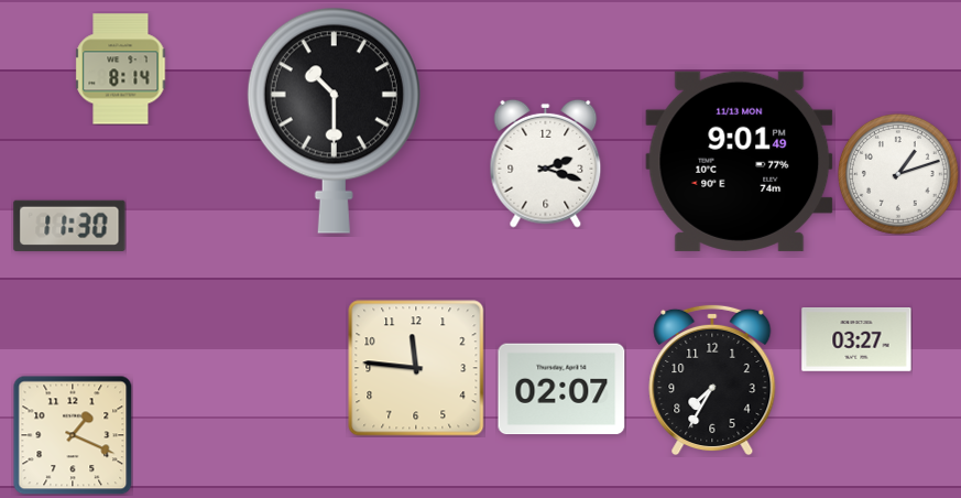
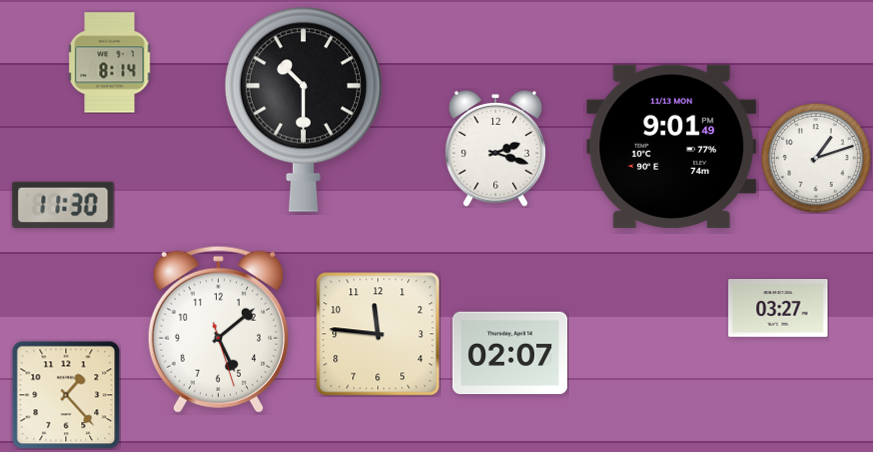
clock at (218, 329): none -> 5:08
clock at (712, 380): 7:35 -> none
clock at (73, 435): 1:19 -> 1:23
